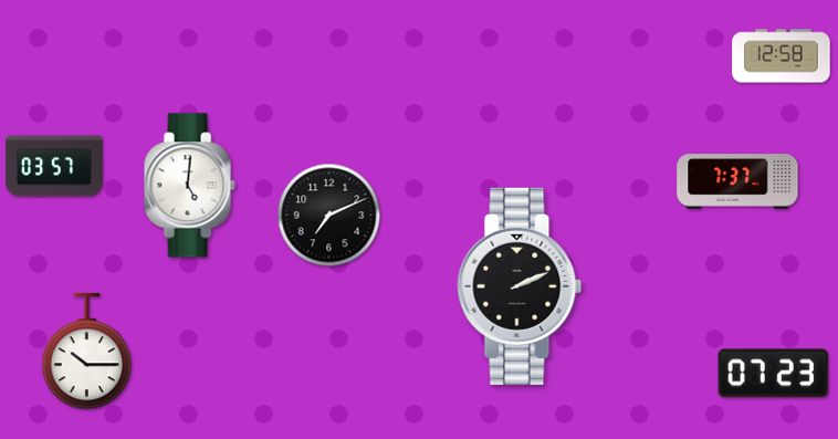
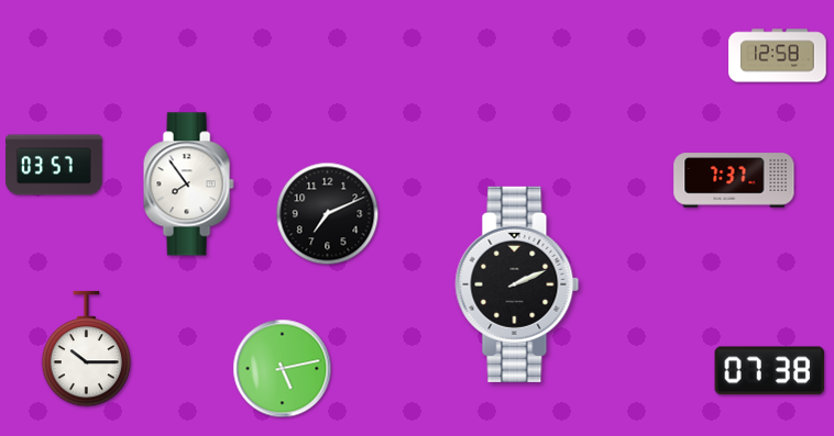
clock at (189, 186): 5:01 -> 7:54
clock at (283, 369): none -> 5:13
clock at (774, 374): 07:23 -> 07:38
